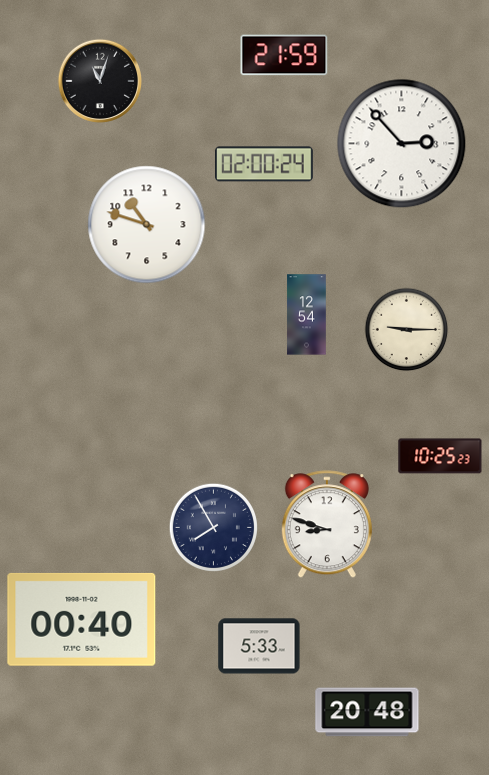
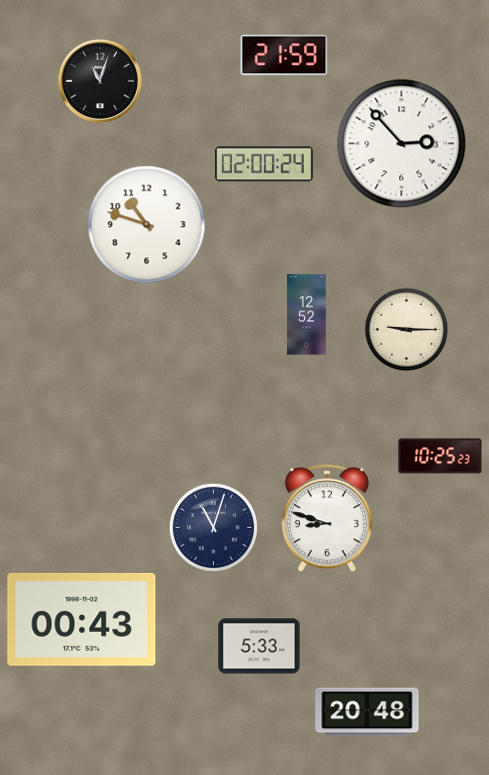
clock at (307, 315): 12:54 -> 12:52
clock at (327, 525) position: (327, 525) -> (327, 519)
clock at (213, 527): 7:55 -> 11:03
clock at (82, 619): 00:40 -> 00:43
